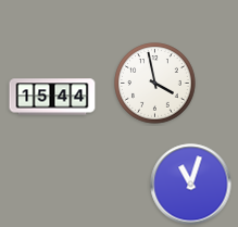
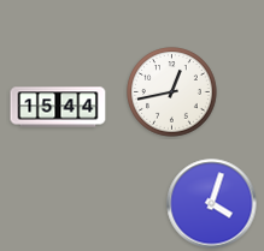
clock at (155, 84): 3:58 -> 12:43
clock at (191, 185): 11:03 -> 4:03
